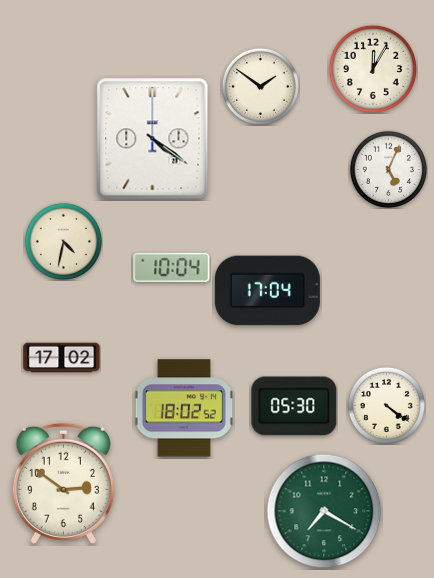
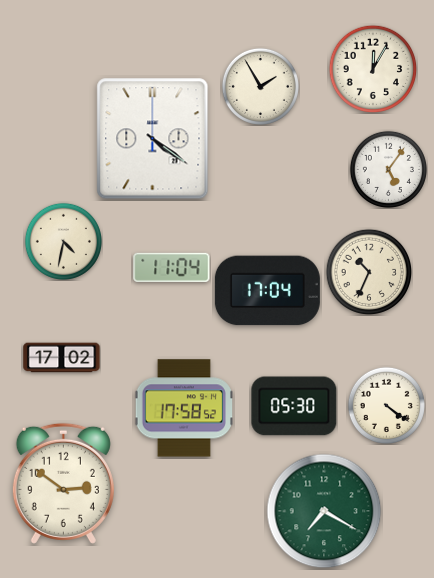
clock at (260, 86): 1:51 -> 1:55
clock at (388, 169): 5:04 -> 5:06
clock at (172, 267): 10:04 -> 11:04
clock at (368, 271): none -> 10:34
clock at (184, 408): 18:02 -> 17:58
